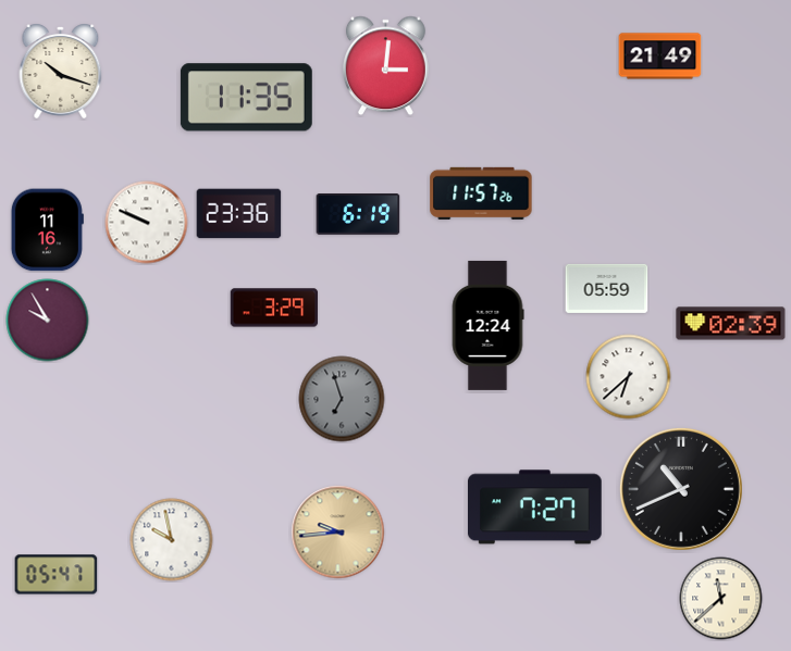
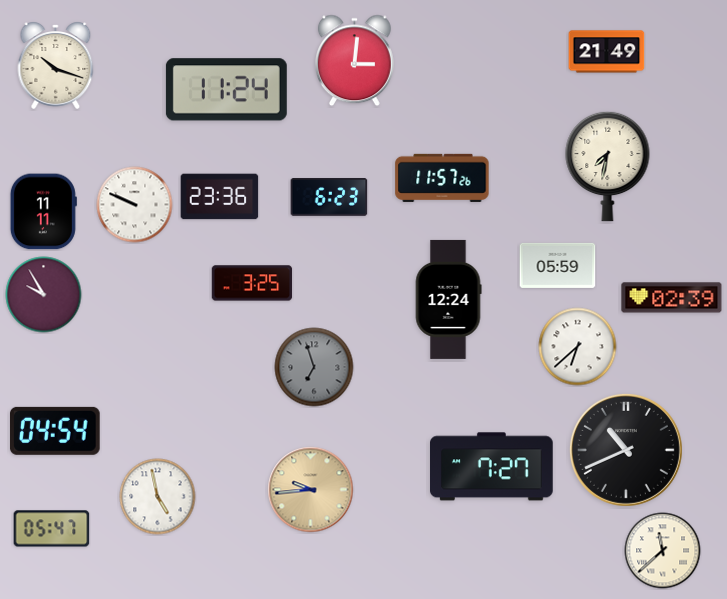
clock at (246, 98): 11:35 -> 11:24
clock at (608, 166): none -> 7:32
clock at (358, 214): 6:19 -> 6:23
clock at (47, 230): 11:16 -> 11:11
clock at (274, 308): 3:29 -> 3:25
clock at (56, 431): none -> 04:54
clock at (172, 540): 9:58 -> 4:58
